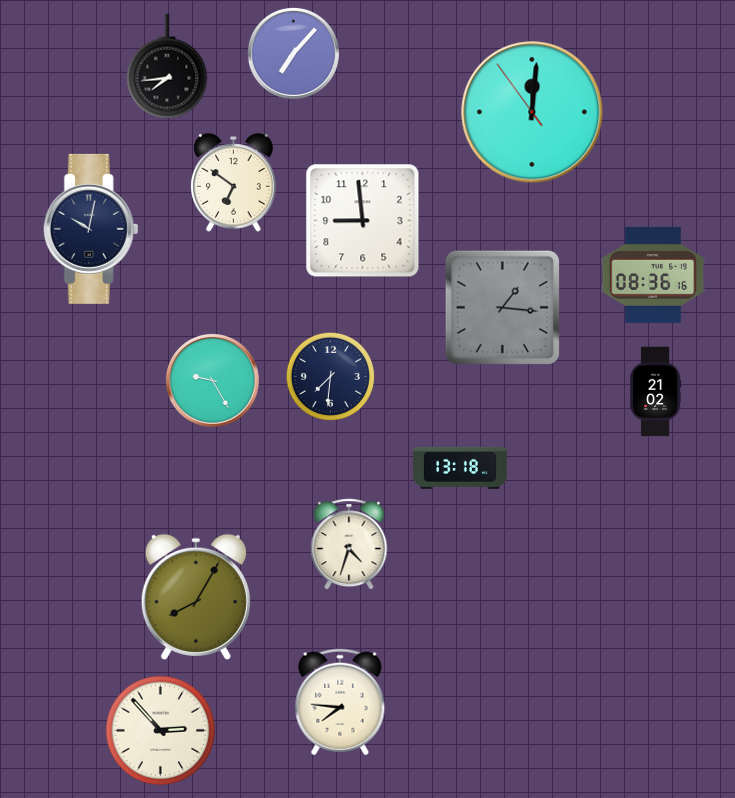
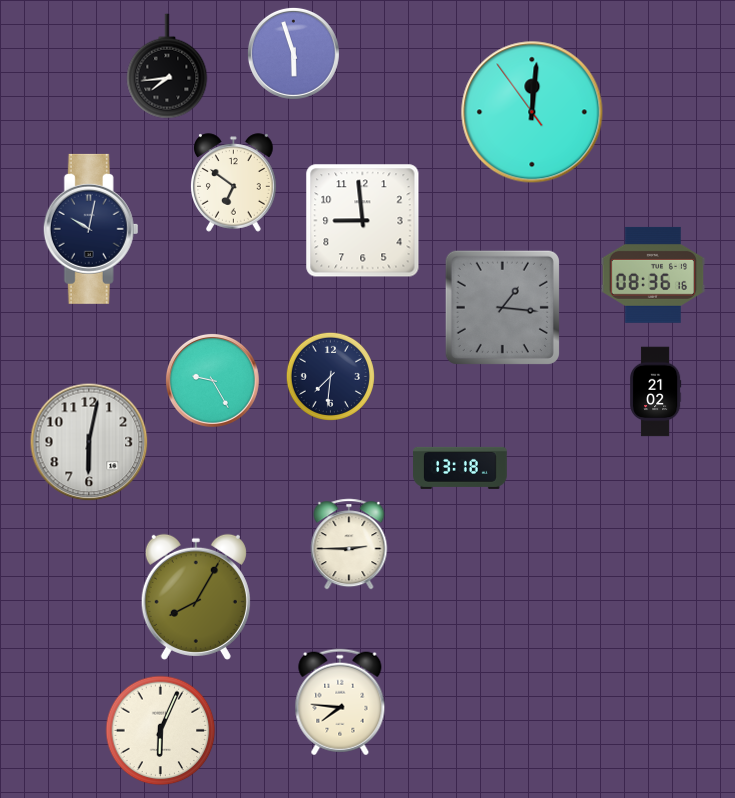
clock at (293, 53): 7:07 -> 5:57
clock at (89, 442): none -> 6:02
clock at (349, 544): 4:33 -> 2:45
clock at (161, 731): 2:53 -> 6:04
